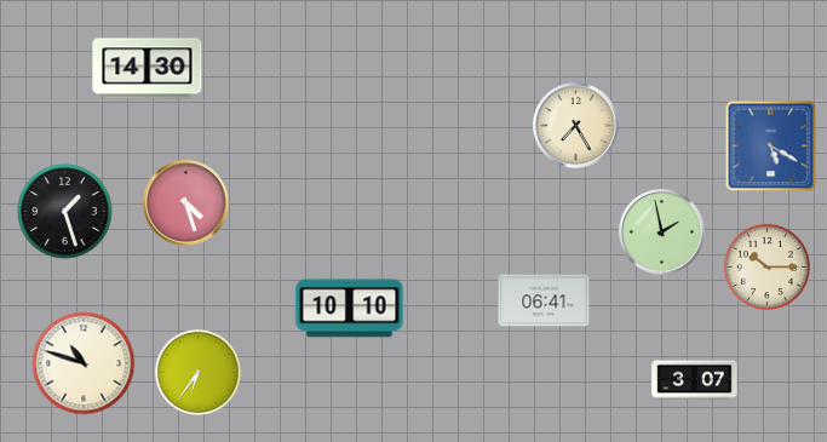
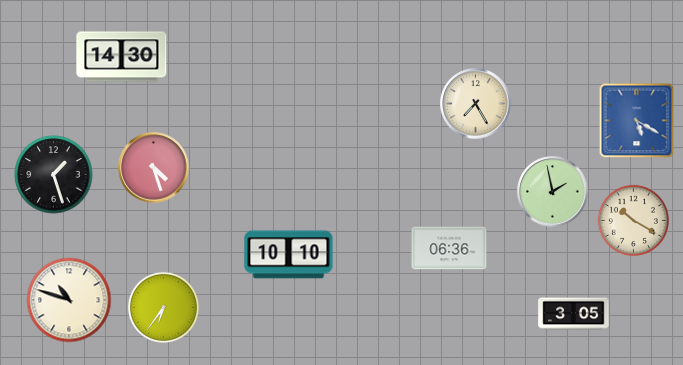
clock at (662, 233) position: (662, 233) -> (553, 192)
clock at (766, 266): 10:15 -> 10:20
clock at (544, 300): 06:41 -> 06:36
clock at (695, 380): 3:07 -> 3:05
